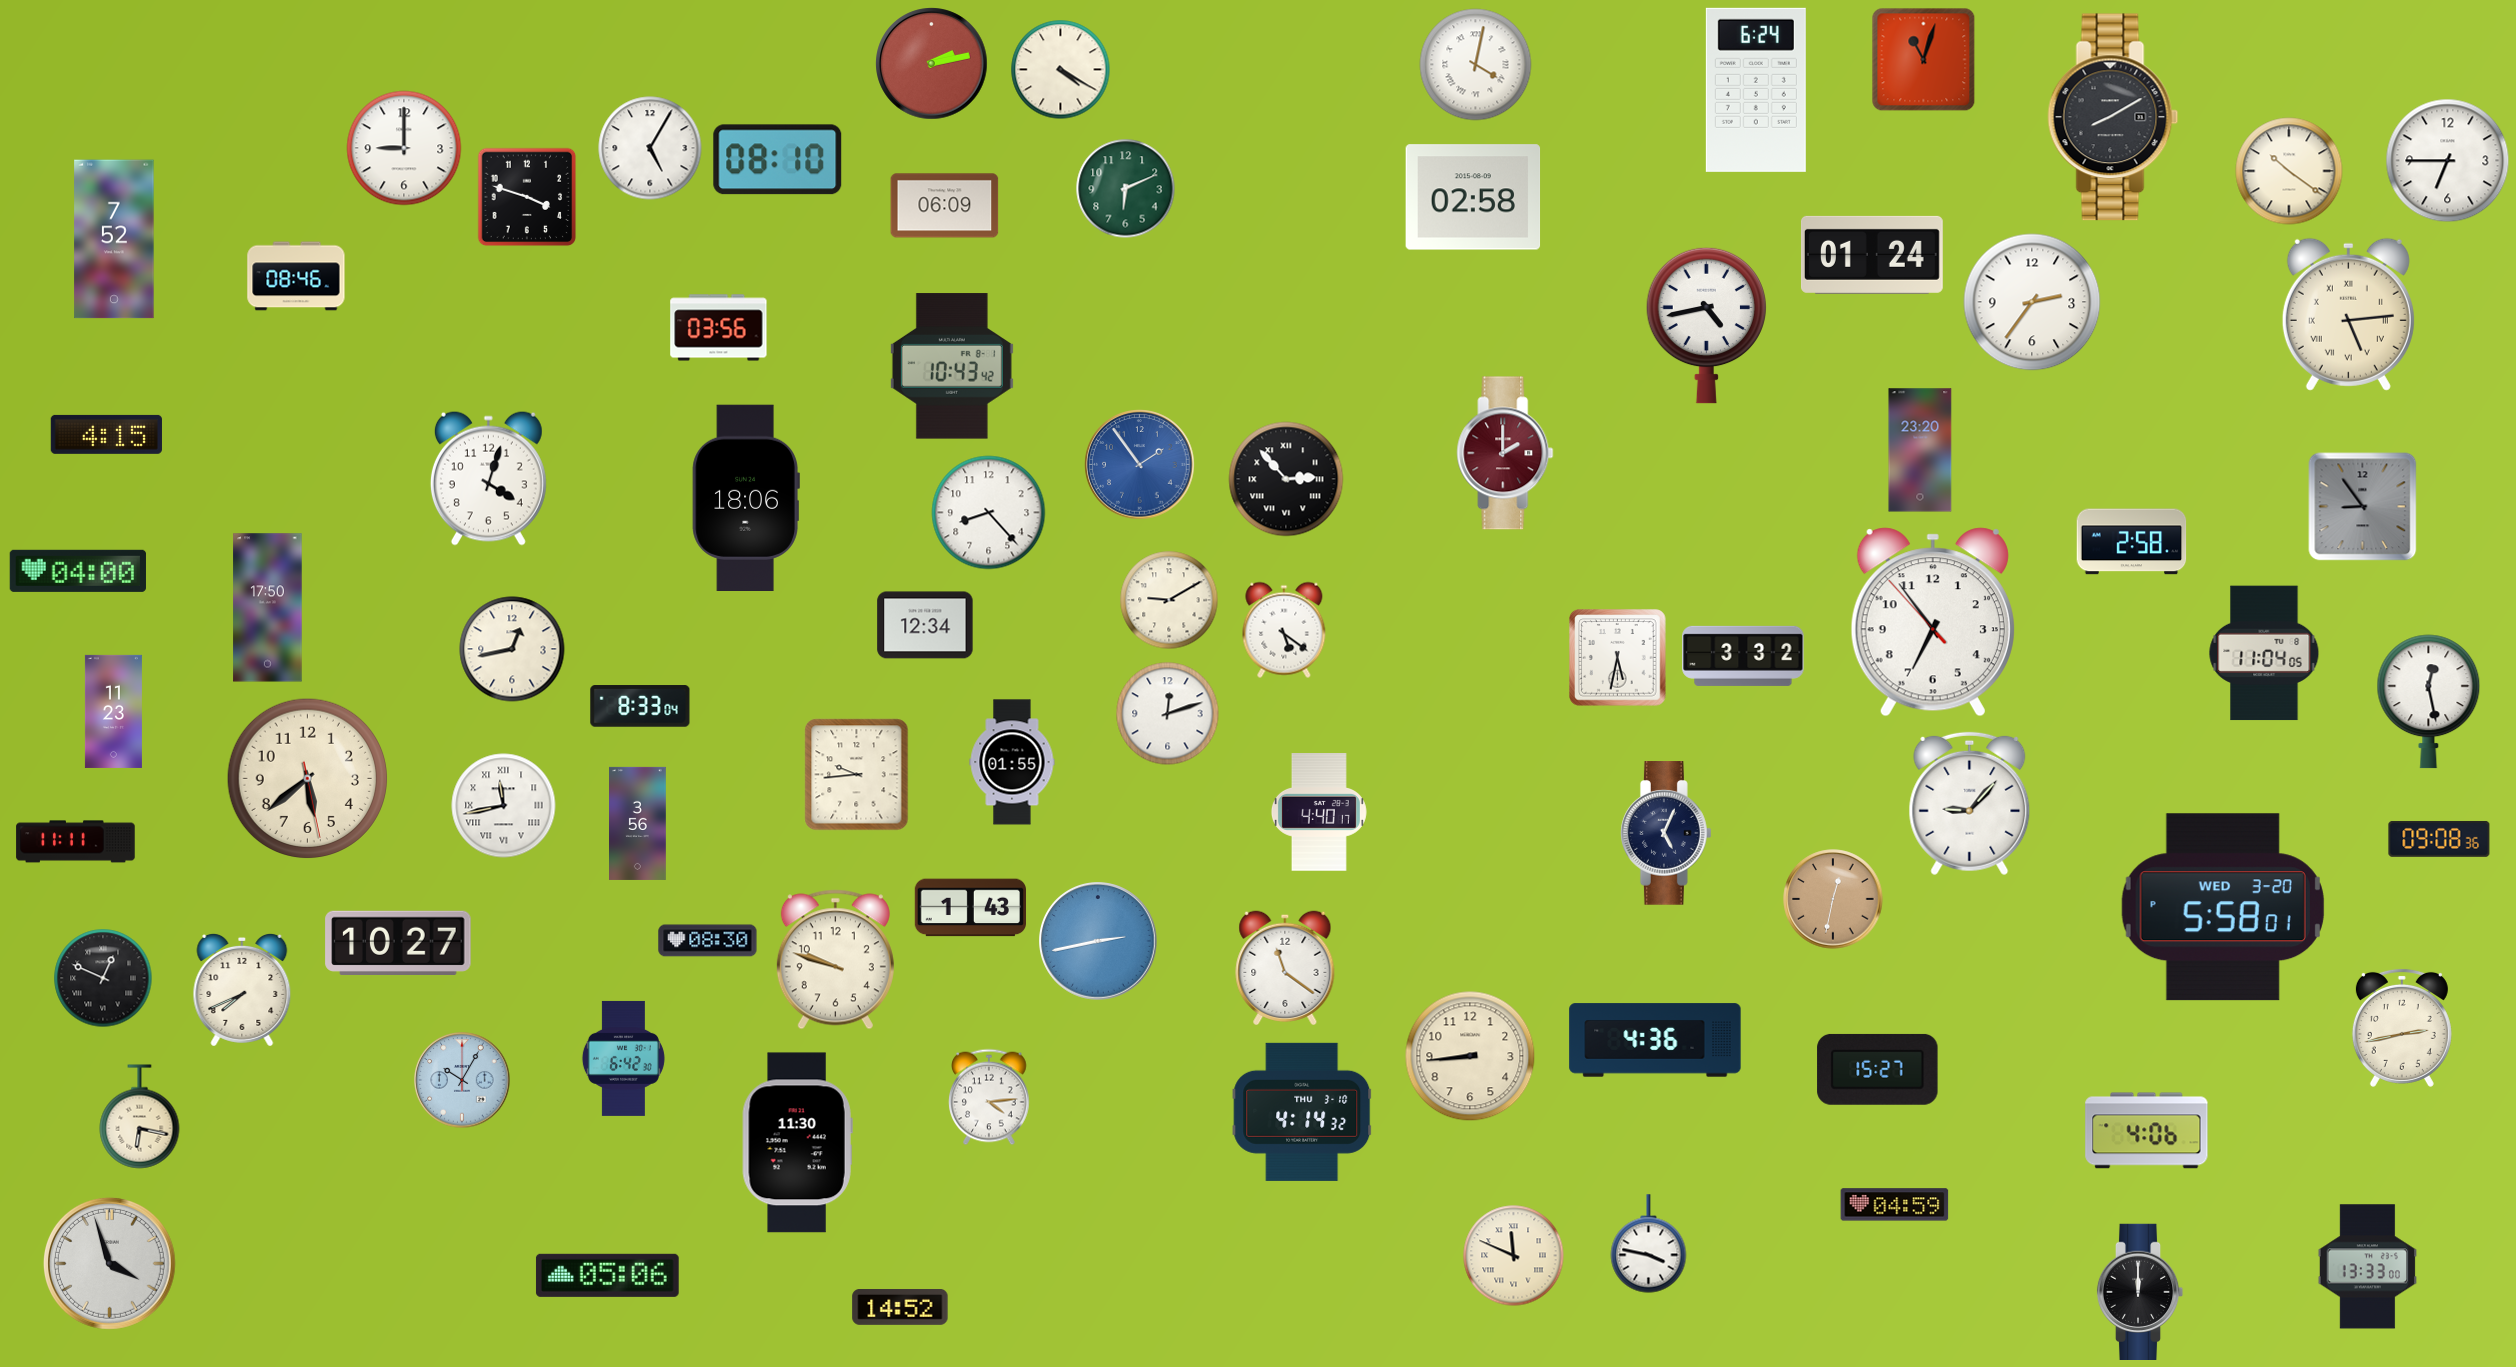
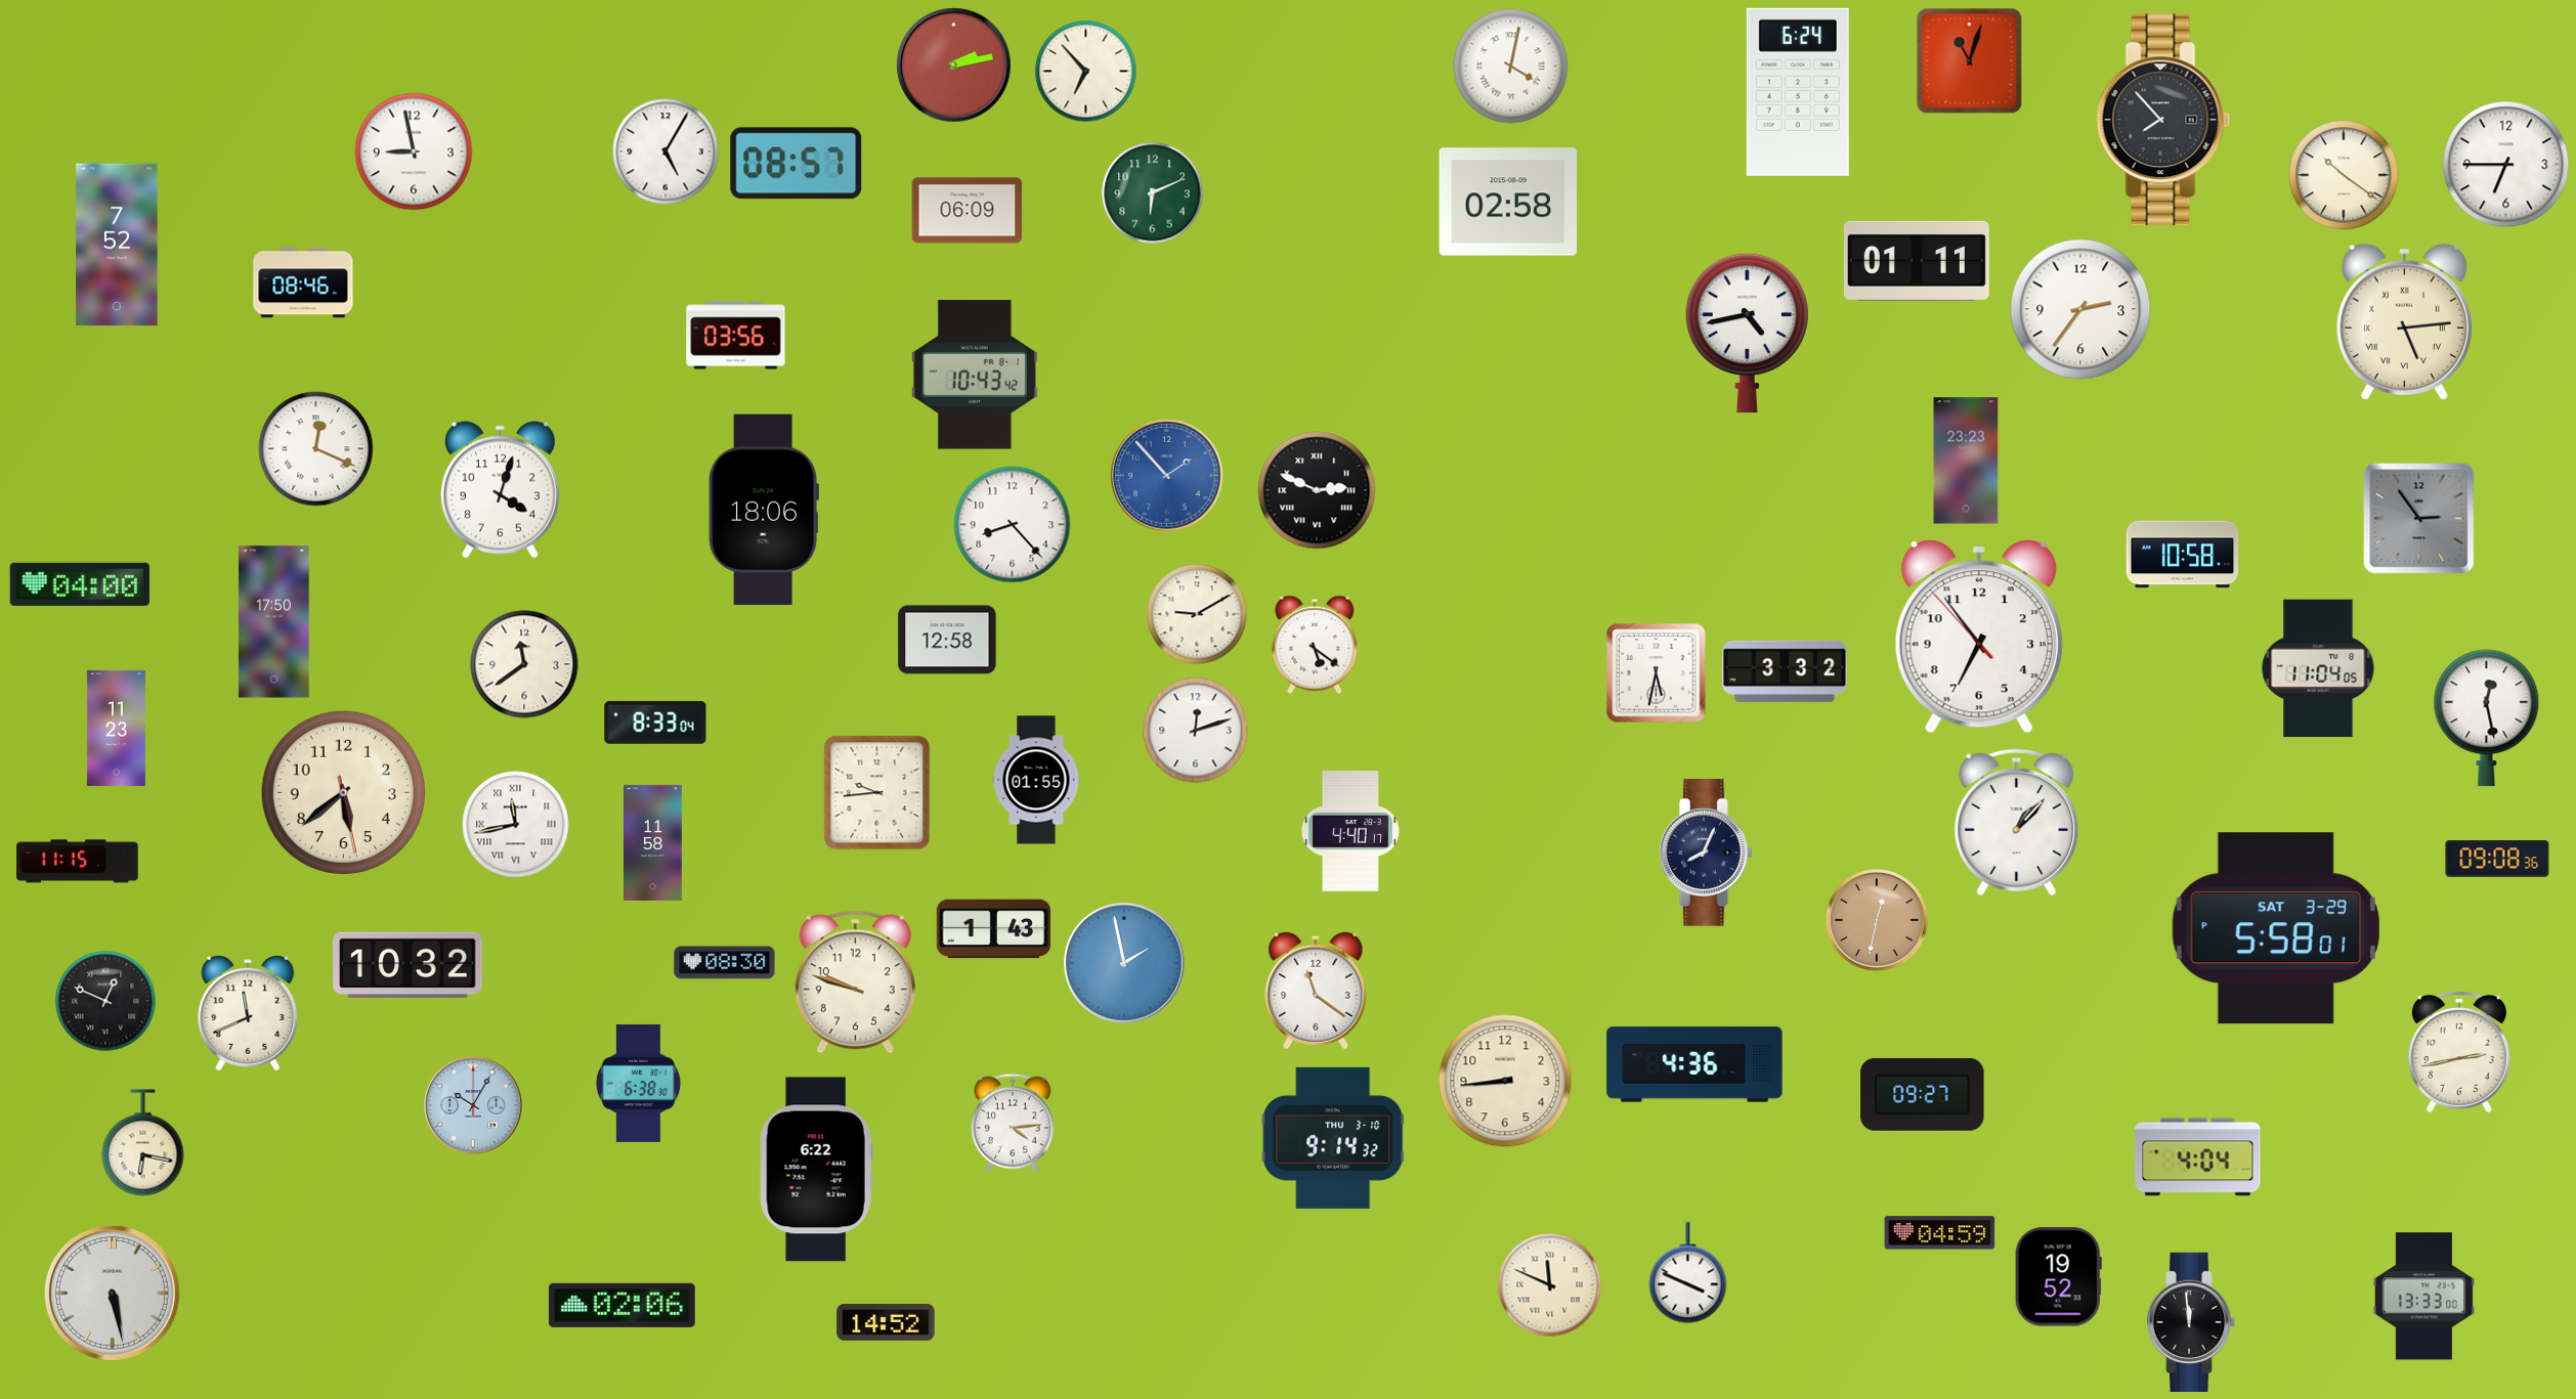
clock at (1061, 70): 4:20 -> 6:53
clock at (2113, 117): 8:10 -> 7:53
clock at (404, 148): 9:00 -> 8:58
clock at (778, 160): 08:10 -> 08:57
clock at (527, 197): 3:48 -> none
clock at (1872, 255): 01:24 -> 01:11
clock at (106, 434): 4:15 -> none
clock at (316, 449): none -> 12:19
clock at (1920, 450): 23:20 -> 23:23
clock at (1505, 453): 2:00 -> none
clock at (1140, 465): 1:54 -> 1:53
clock at (1286, 479): 2:53 -> 2:49
clock at (2363, 507): 8:54 -> 2:54
clock at (2132, 542): 2:58 -> 10:58
clock at (925, 625): 12:34 -> 12:58
clock at (512, 649): 12:43 -> 11:39
clock at (307, 778) position: (307, 778) -> (343, 792)
clock at (1970, 804): 9:07 -> 1:07
clock at (638, 823): 3:56 -> 11:58
clock at (1667, 833): 5:04 -> 8:04
clock at (76, 842): 11:11 -> 11:15
clock at (2223, 907) date: WED 3-20 -> SAT 3-29
clock at (1098, 941): 2:43 -> 1:58
clock at (398, 943): 10:27 -> 10:32
clock at (242, 990): 7:41 -> 11:41
clock at (623, 1058): 6:42 -> 6:38
clock at (1878, 1069): 15:27 -> 09:27
clock at (1302, 1112): 4:14 -> 9:14
clock at (2147, 1131): 4:06 -> 4:04
clock at (797, 1143): 11:30 -> 6:22
clock at (1649, 1244): 3:47 -> 3:49
clock at (2058, 1277): none -> 19:52
clock at (109, 1263): 3:57 -> 5:28
clock at (607, 1275): 05:06 -> 02:06
clock at (2140, 1291): 12:00 -> 11:59
clock at (900, 1308) position: (900, 1308) -> (886, 1323)
